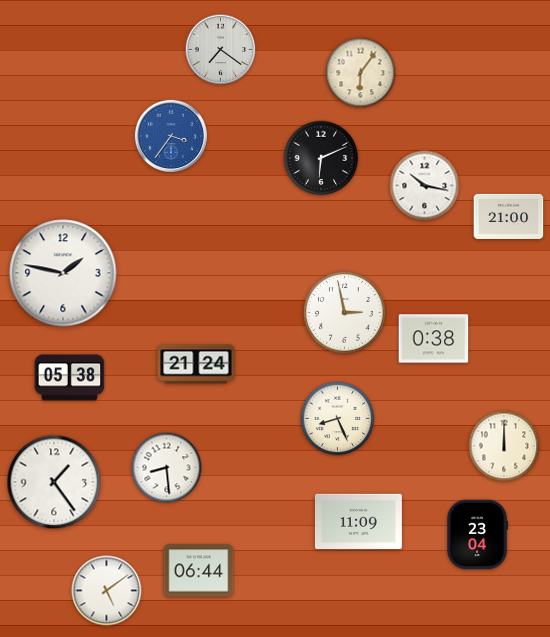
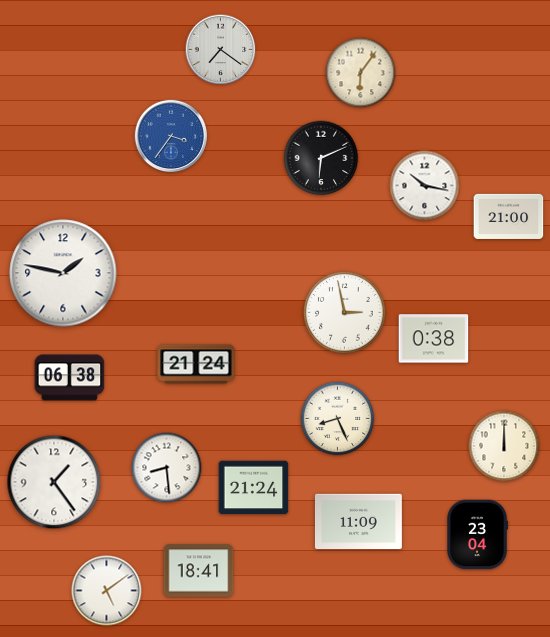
clock at (70, 378): 05:38 -> 06:38
clock at (254, 488): none -> 21:24
clock at (199, 571): 06:44 -> 18:41
